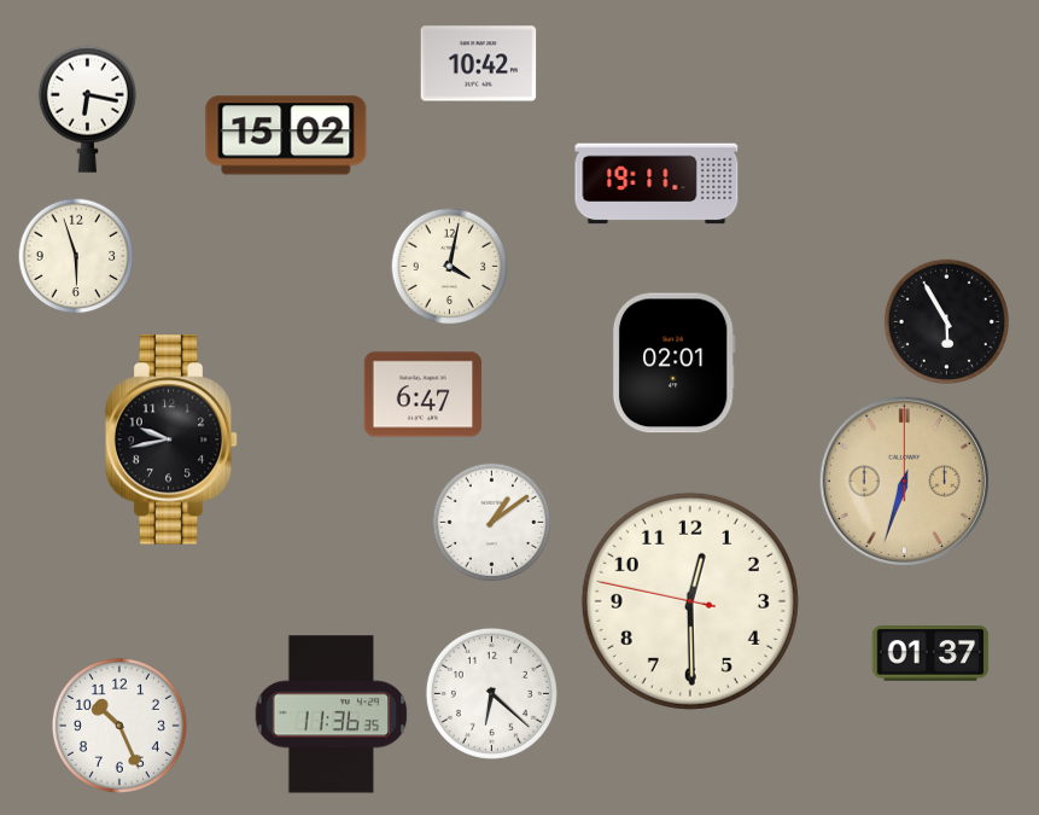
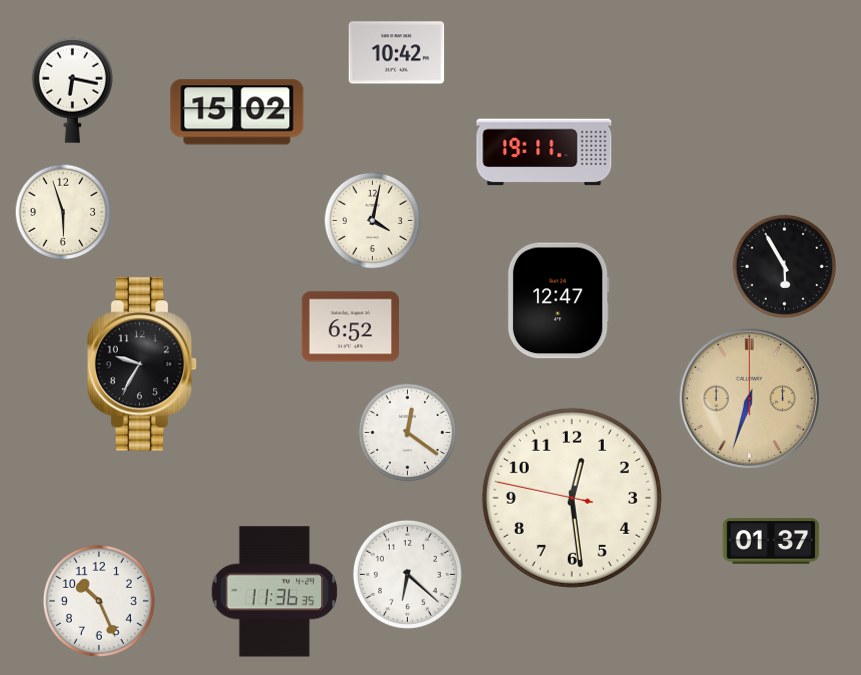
clock at (673, 363): 02:01 -> 12:47
clock at (422, 395): 6:47 -> 6:52
clock at (171, 439): 9:43 -> 9:35
clock at (492, 523): 1:09 -> 12:21
clock at (690, 601): 12:29 -> 12:28
